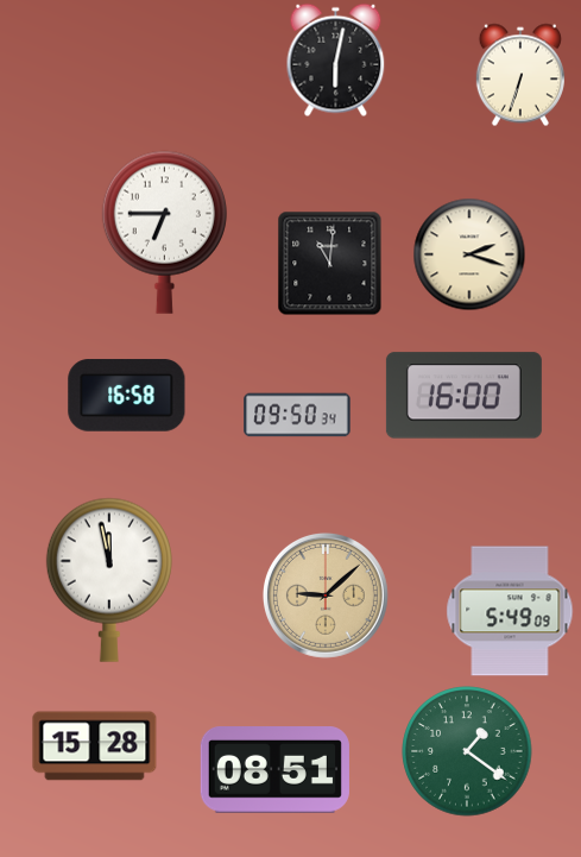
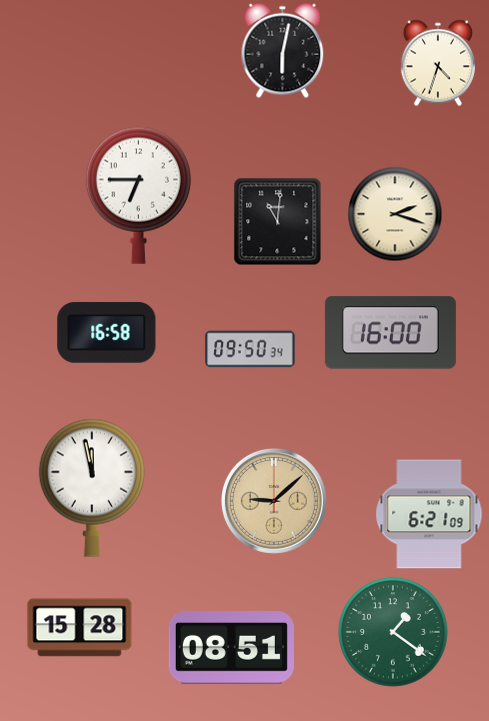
clock at (520, 75): 6:33 -> 4:33
clock at (510, 611): 5:49 -> 6:21
